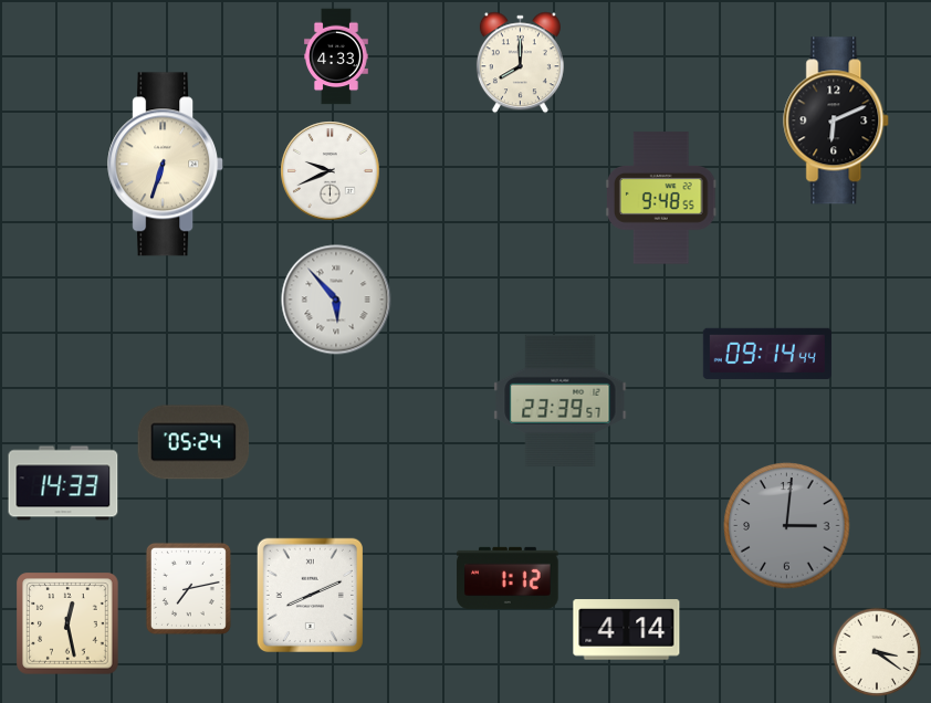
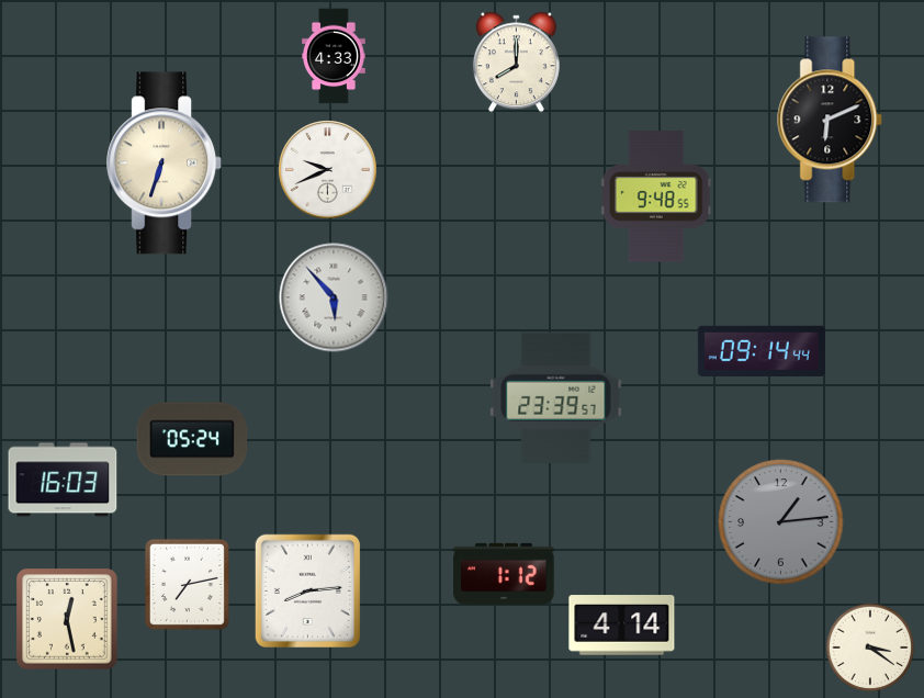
clock at (63, 483): 14:33 -> 16:03
clock at (787, 526): 3:01 -> 1:14
clock at (310, 595): 8:11 -> 8:14
